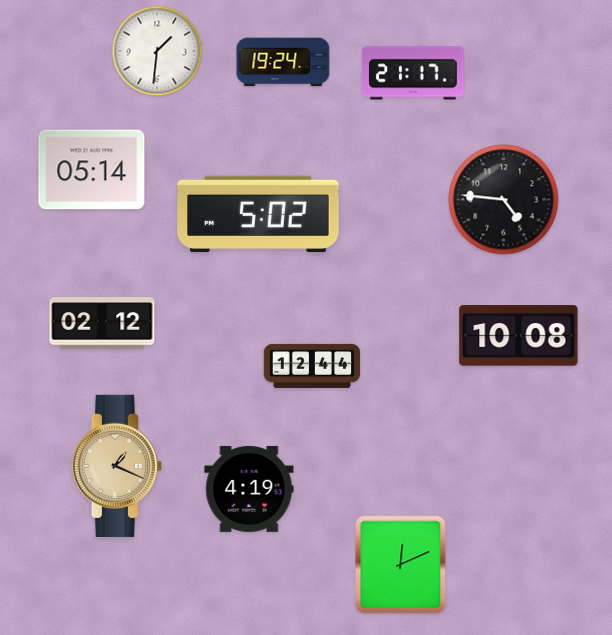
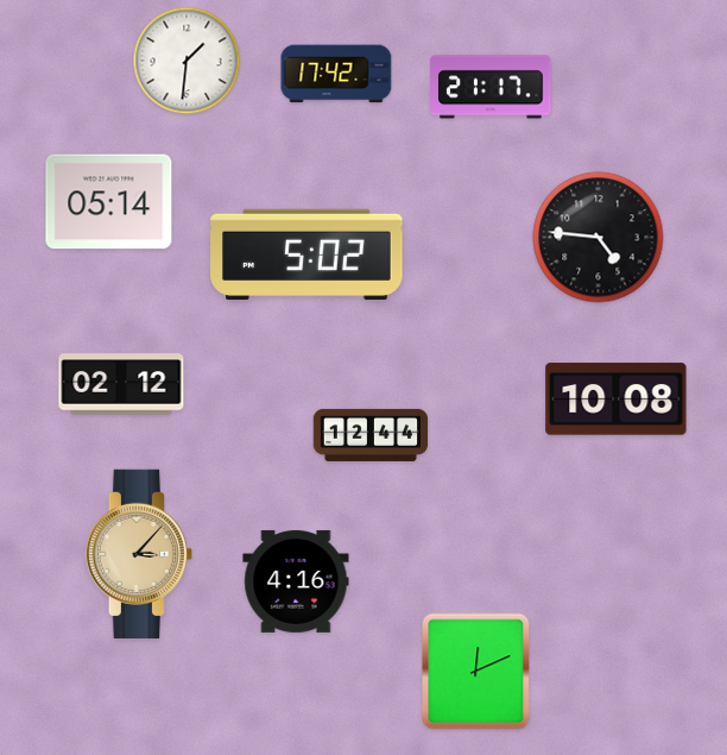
clock at (283, 62): 19:24 -> 17:42
clock at (117, 466): 1:19 -> 3:07
clock at (249, 489): 4:19 -> 4:16
